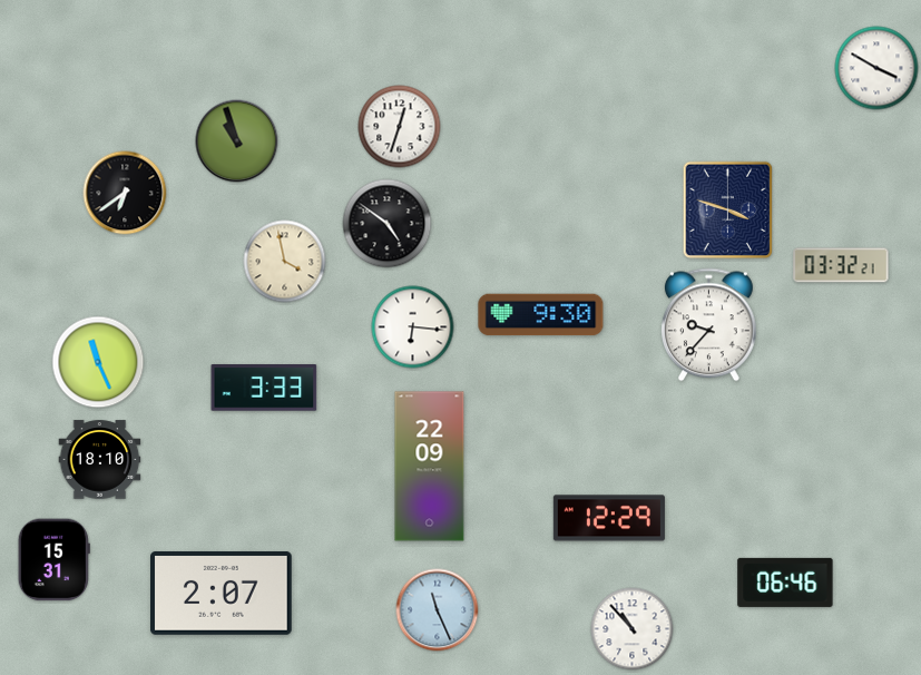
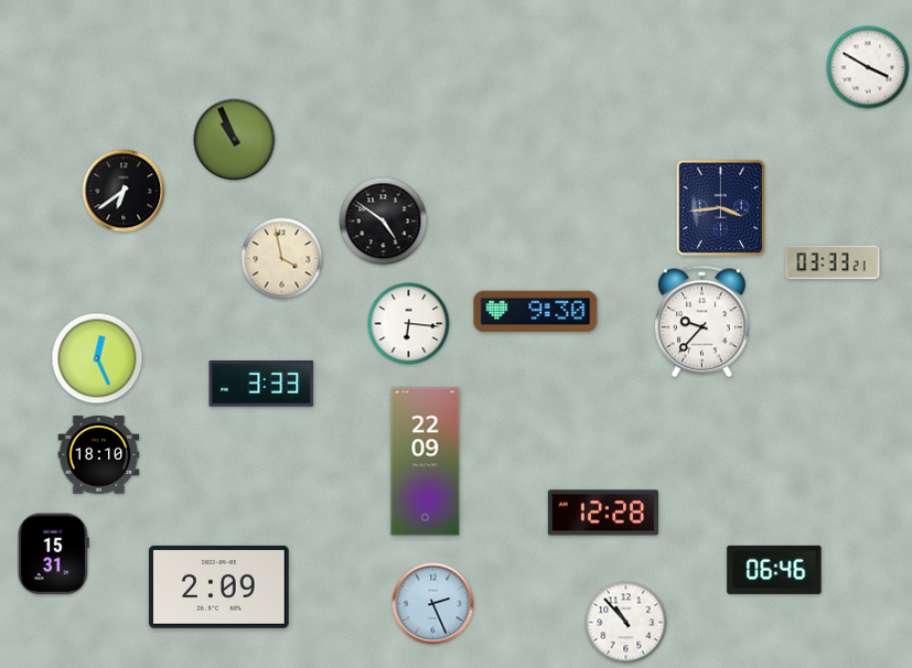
clock at (400, 127): 12:33 -> none
clock at (237, 141): 10:57 -> 10:56
clock at (728, 211): 3:48 -> 3:44
clock at (841, 265): 03:32 -> 03:33
clock at (98, 362): 11:26 -> 12:26
clock at (609, 518): 12:29 -> 12:28
clock at (785, 583) position: (785, 583) -> (774, 570)
clock at (222, 593): 2:07 -> 2:09
clock at (438, 610): 11:26 -> 2:26
